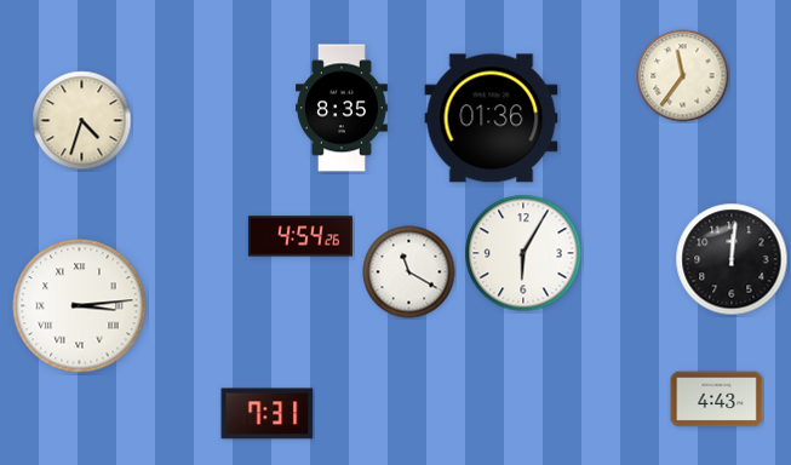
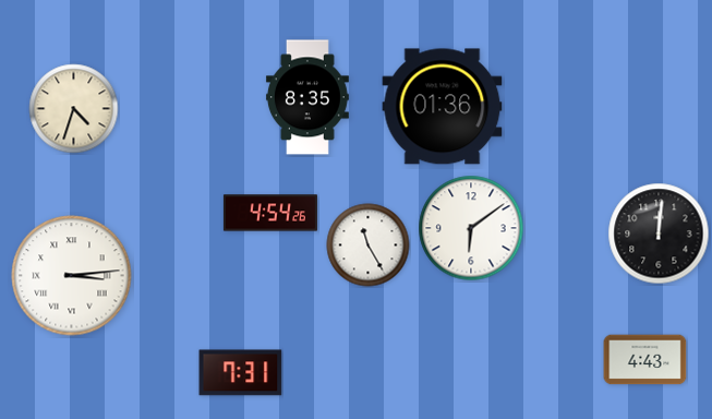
clock at (683, 76): 11:36 -> none
clock at (523, 253): 6:05 -> 6:09
clock at (409, 272): 11:20 -> 11:25
